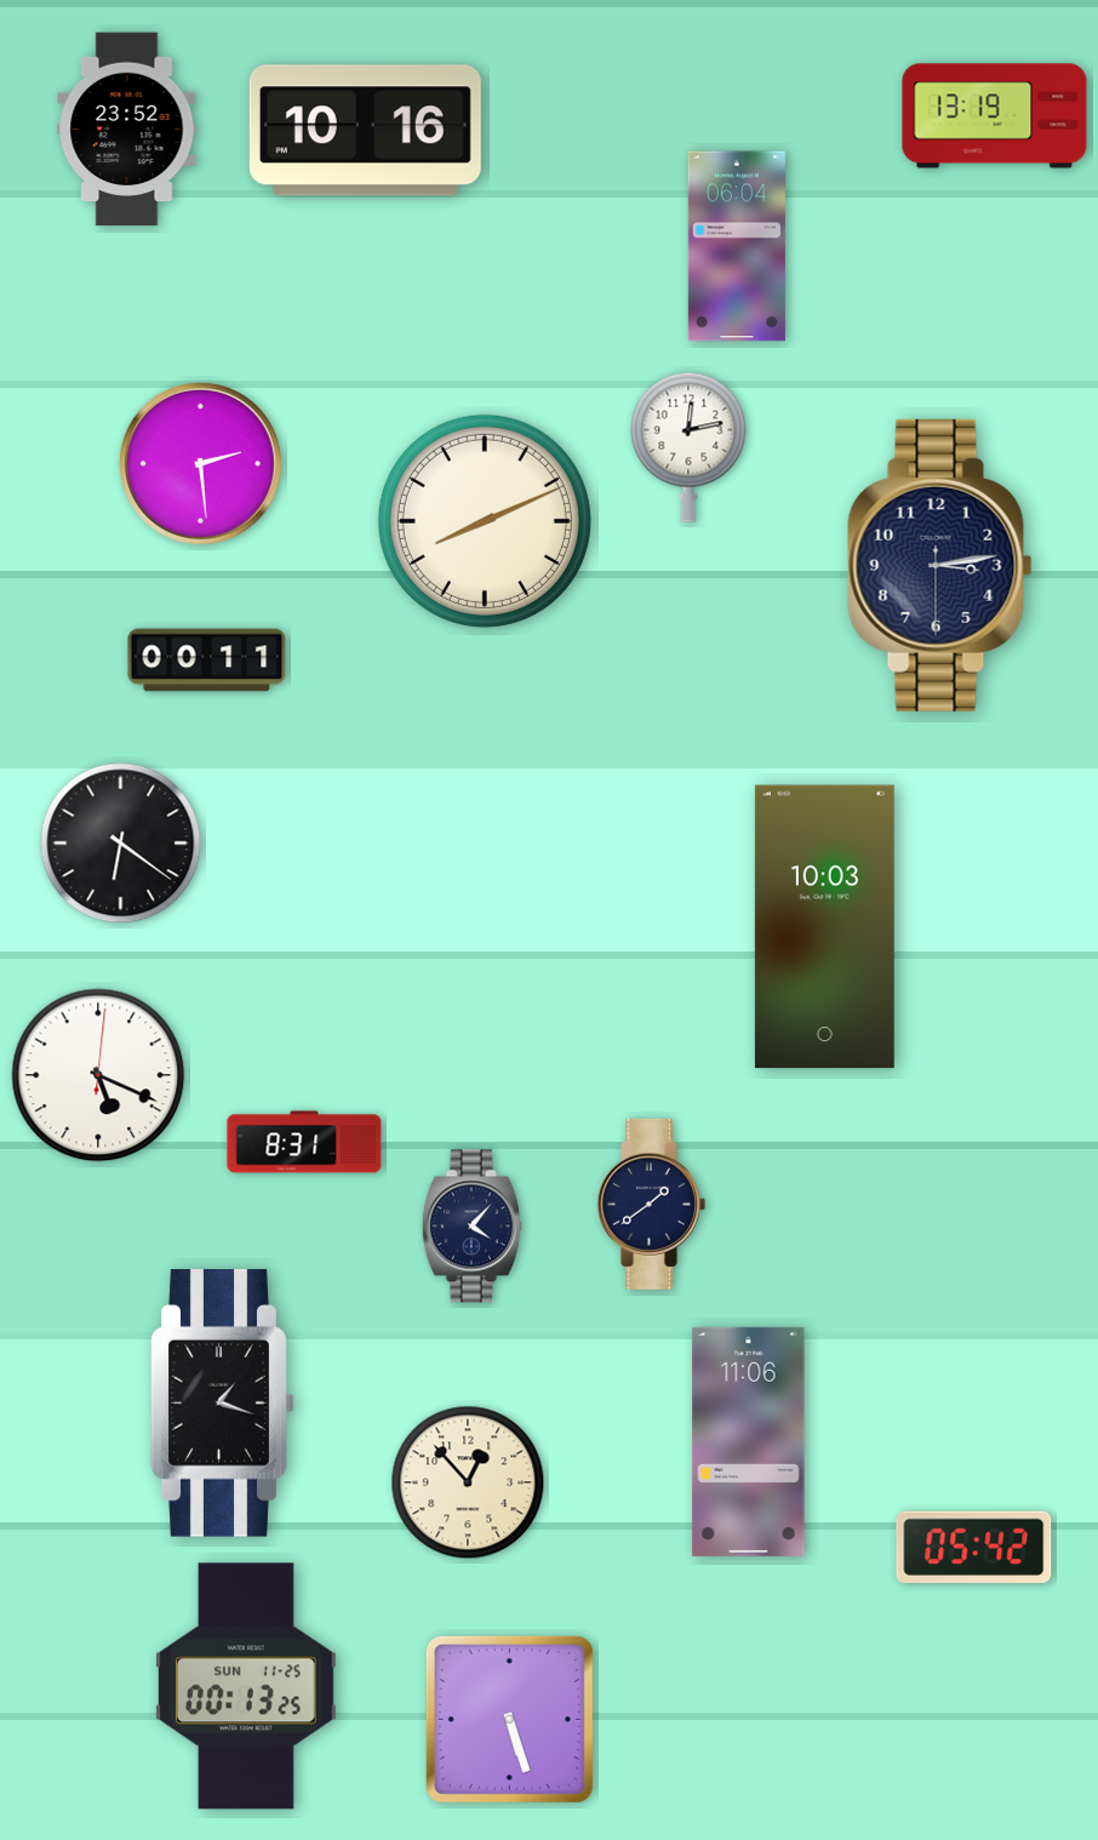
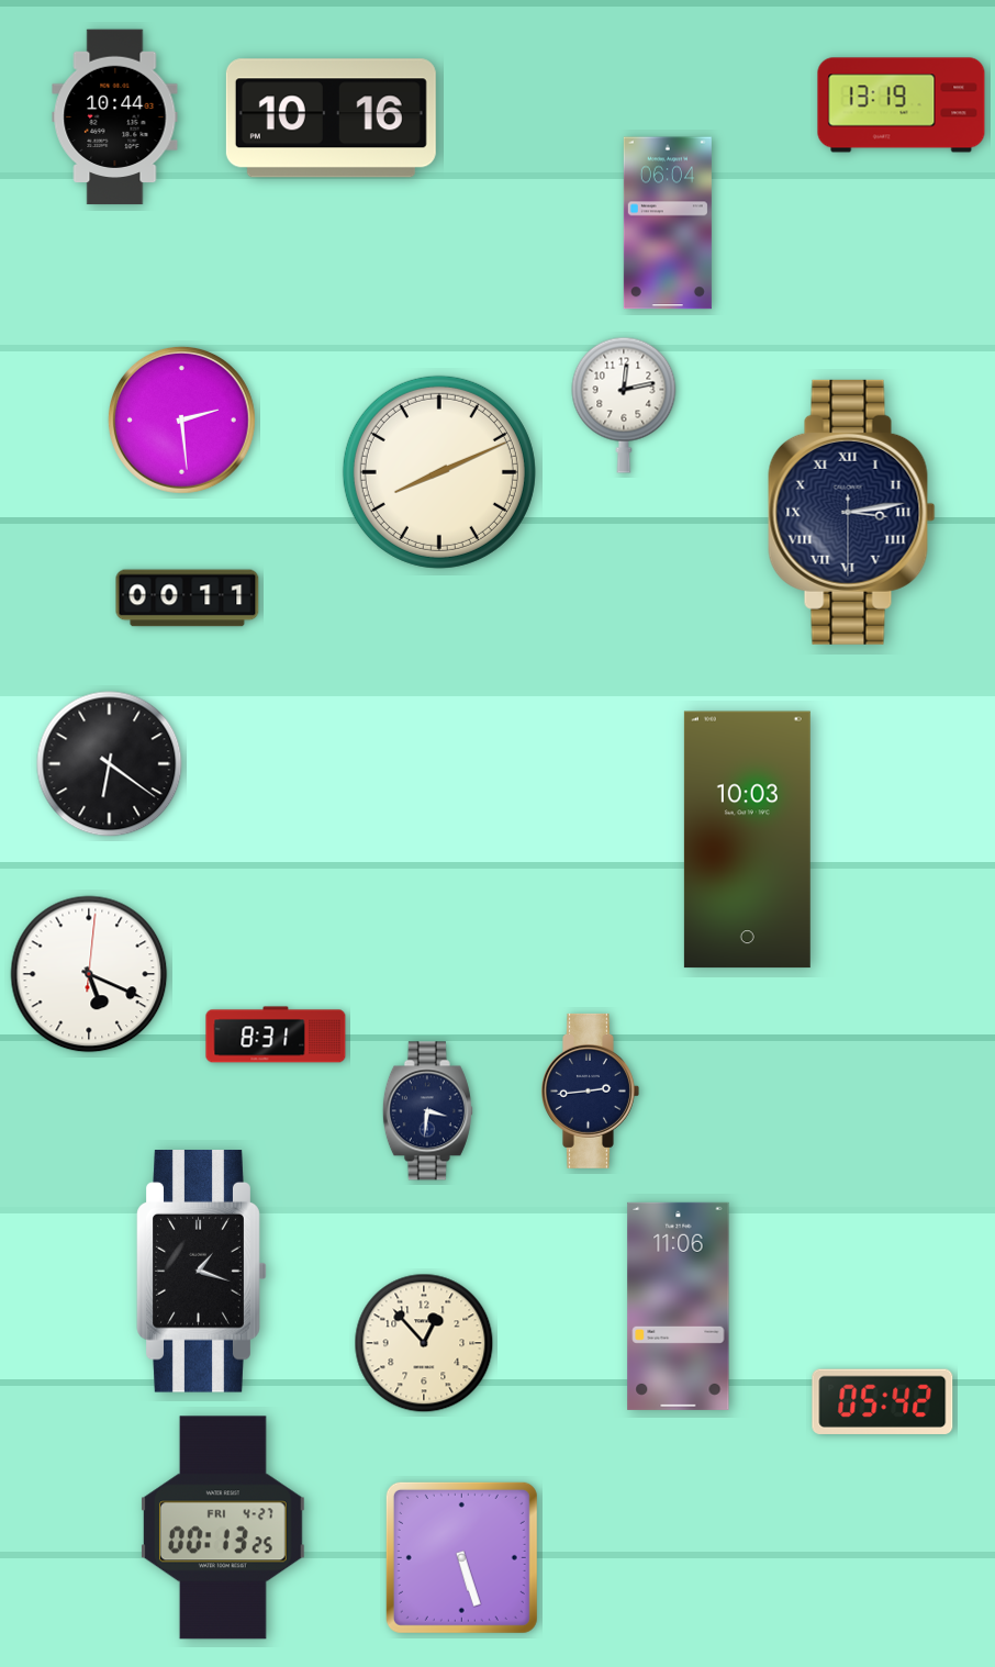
clock at (127, 130): 23:52 -> 10:44
clock at (940, 565) numerals: Arabic -> Roman
clock at (651, 1204): 1:39 -> 2:44
clock at (471, 1227): 4:07 -> 3:31
clock at (246, 1686) date: SUN 11-25 -> FRI 4-27
